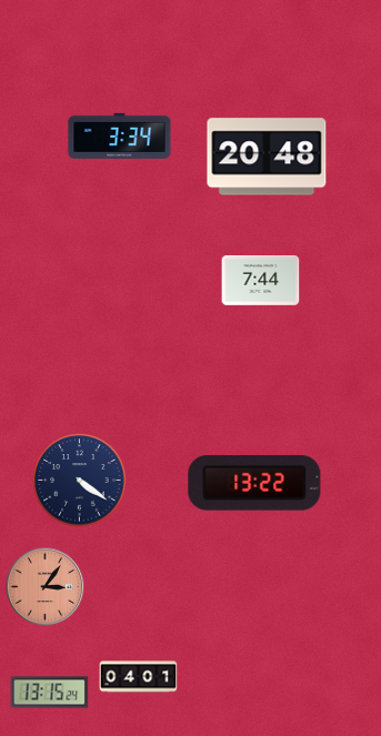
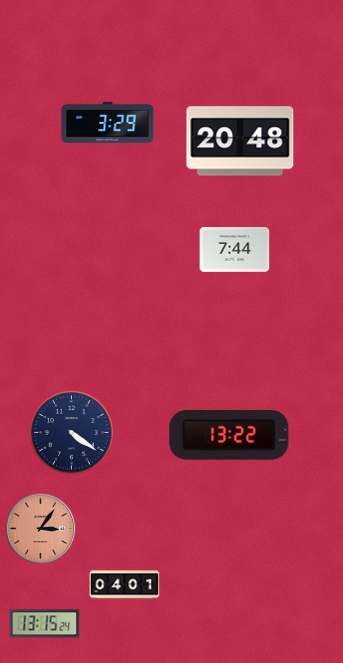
clock at (120, 135): 3:34 -> 3:29
clock at (261, 281) position: (261, 281) -> (235, 250)
clock at (139, 677) position: (139, 677) -> (125, 585)
